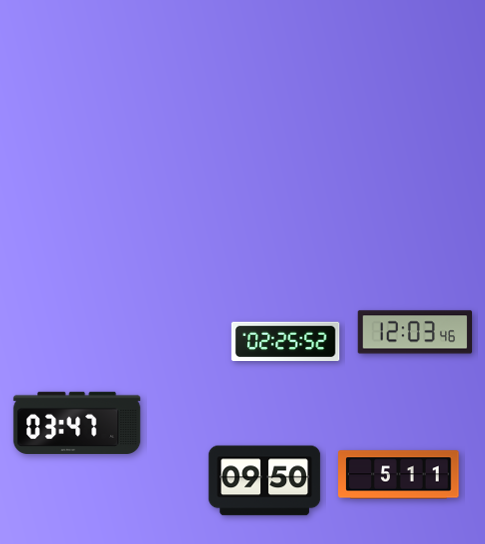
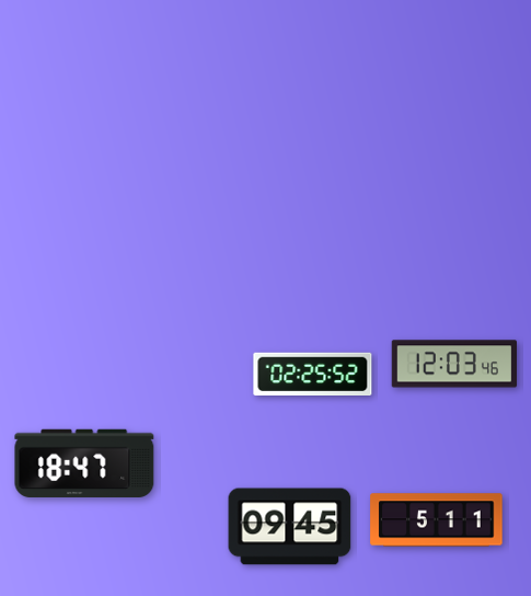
clock at (77, 423): 03:47 -> 18:47
clock at (265, 481): 09:50 -> 09:45
